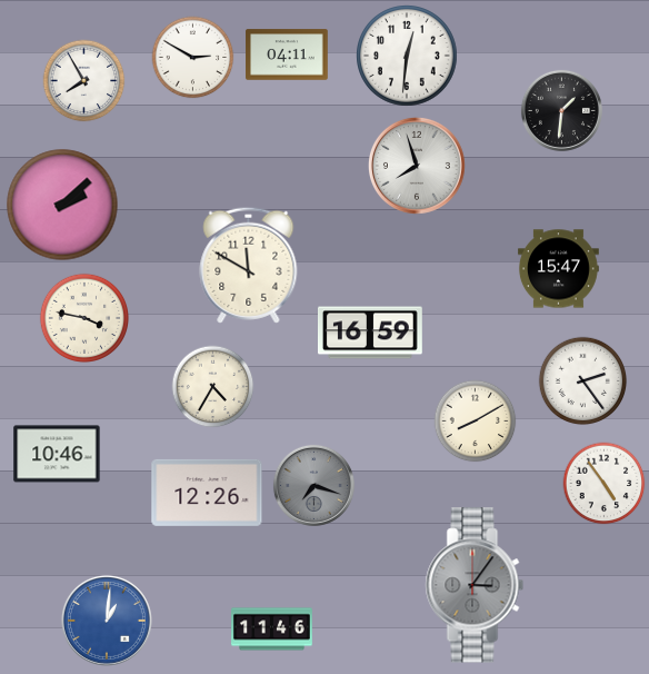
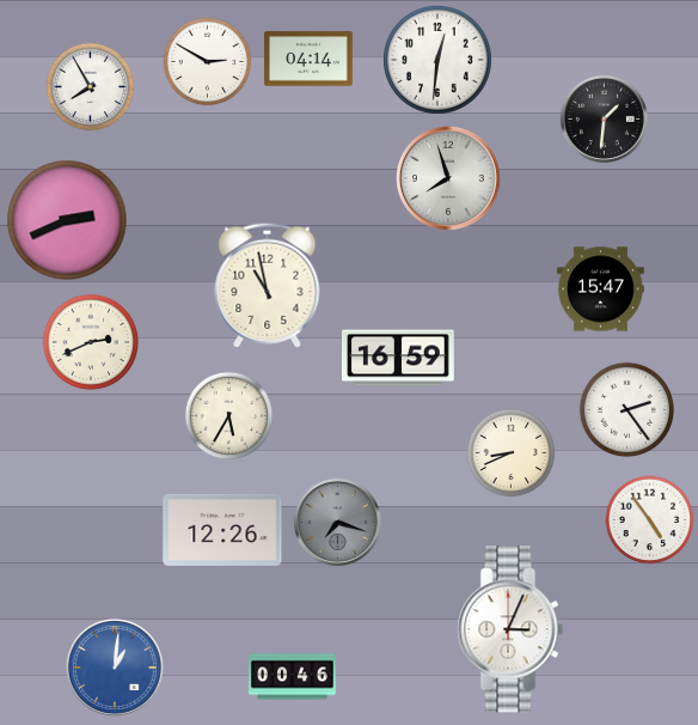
clock at (287, 54): 04:11 -> 04:14
clock at (62, 205): 2:08 -> 2:41
clock at (249, 265): 11:50 -> 10:58
clock at (83, 317): 3:47 -> 2:41
clock at (213, 387): 4:35 -> 5:35
clock at (476, 422): 8:10 -> 8:41
clock at (57, 454): 10:46 -> none
clock at (475, 585): 3:06 -> 3:04
clock at (475, 585) dial: grey -> white
clock at (272, 630): 11:46 -> 00:46
